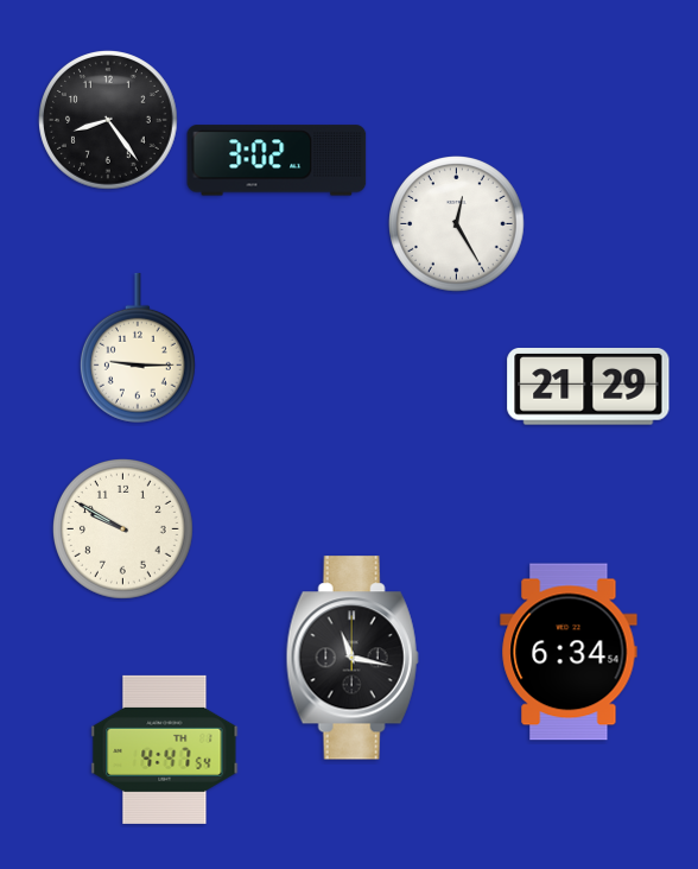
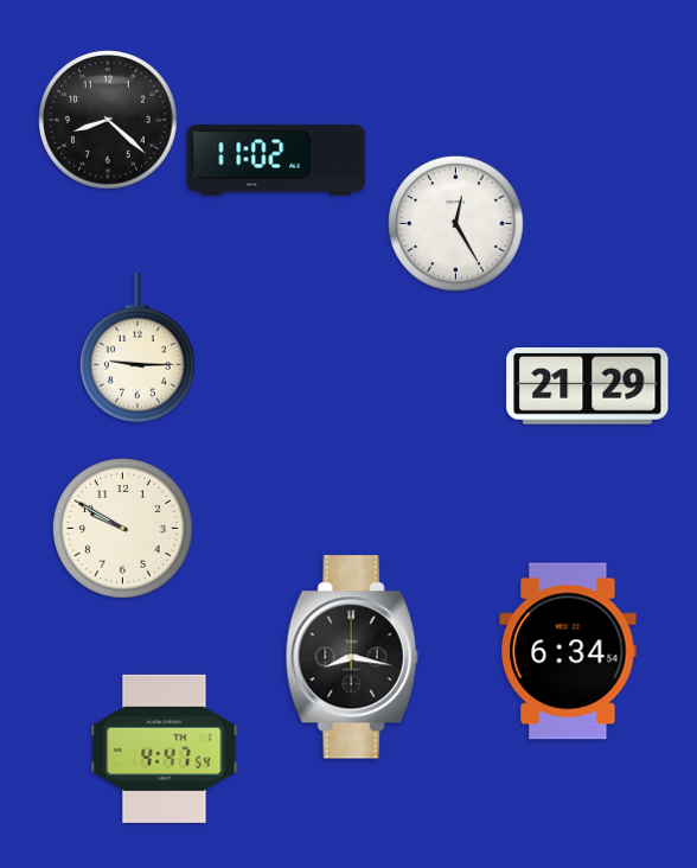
clock at (109, 121): 8:24 -> 8:22
clock at (277, 160): 3:02 -> 11:02
clock at (353, 658): 11:17 -> 8:17
